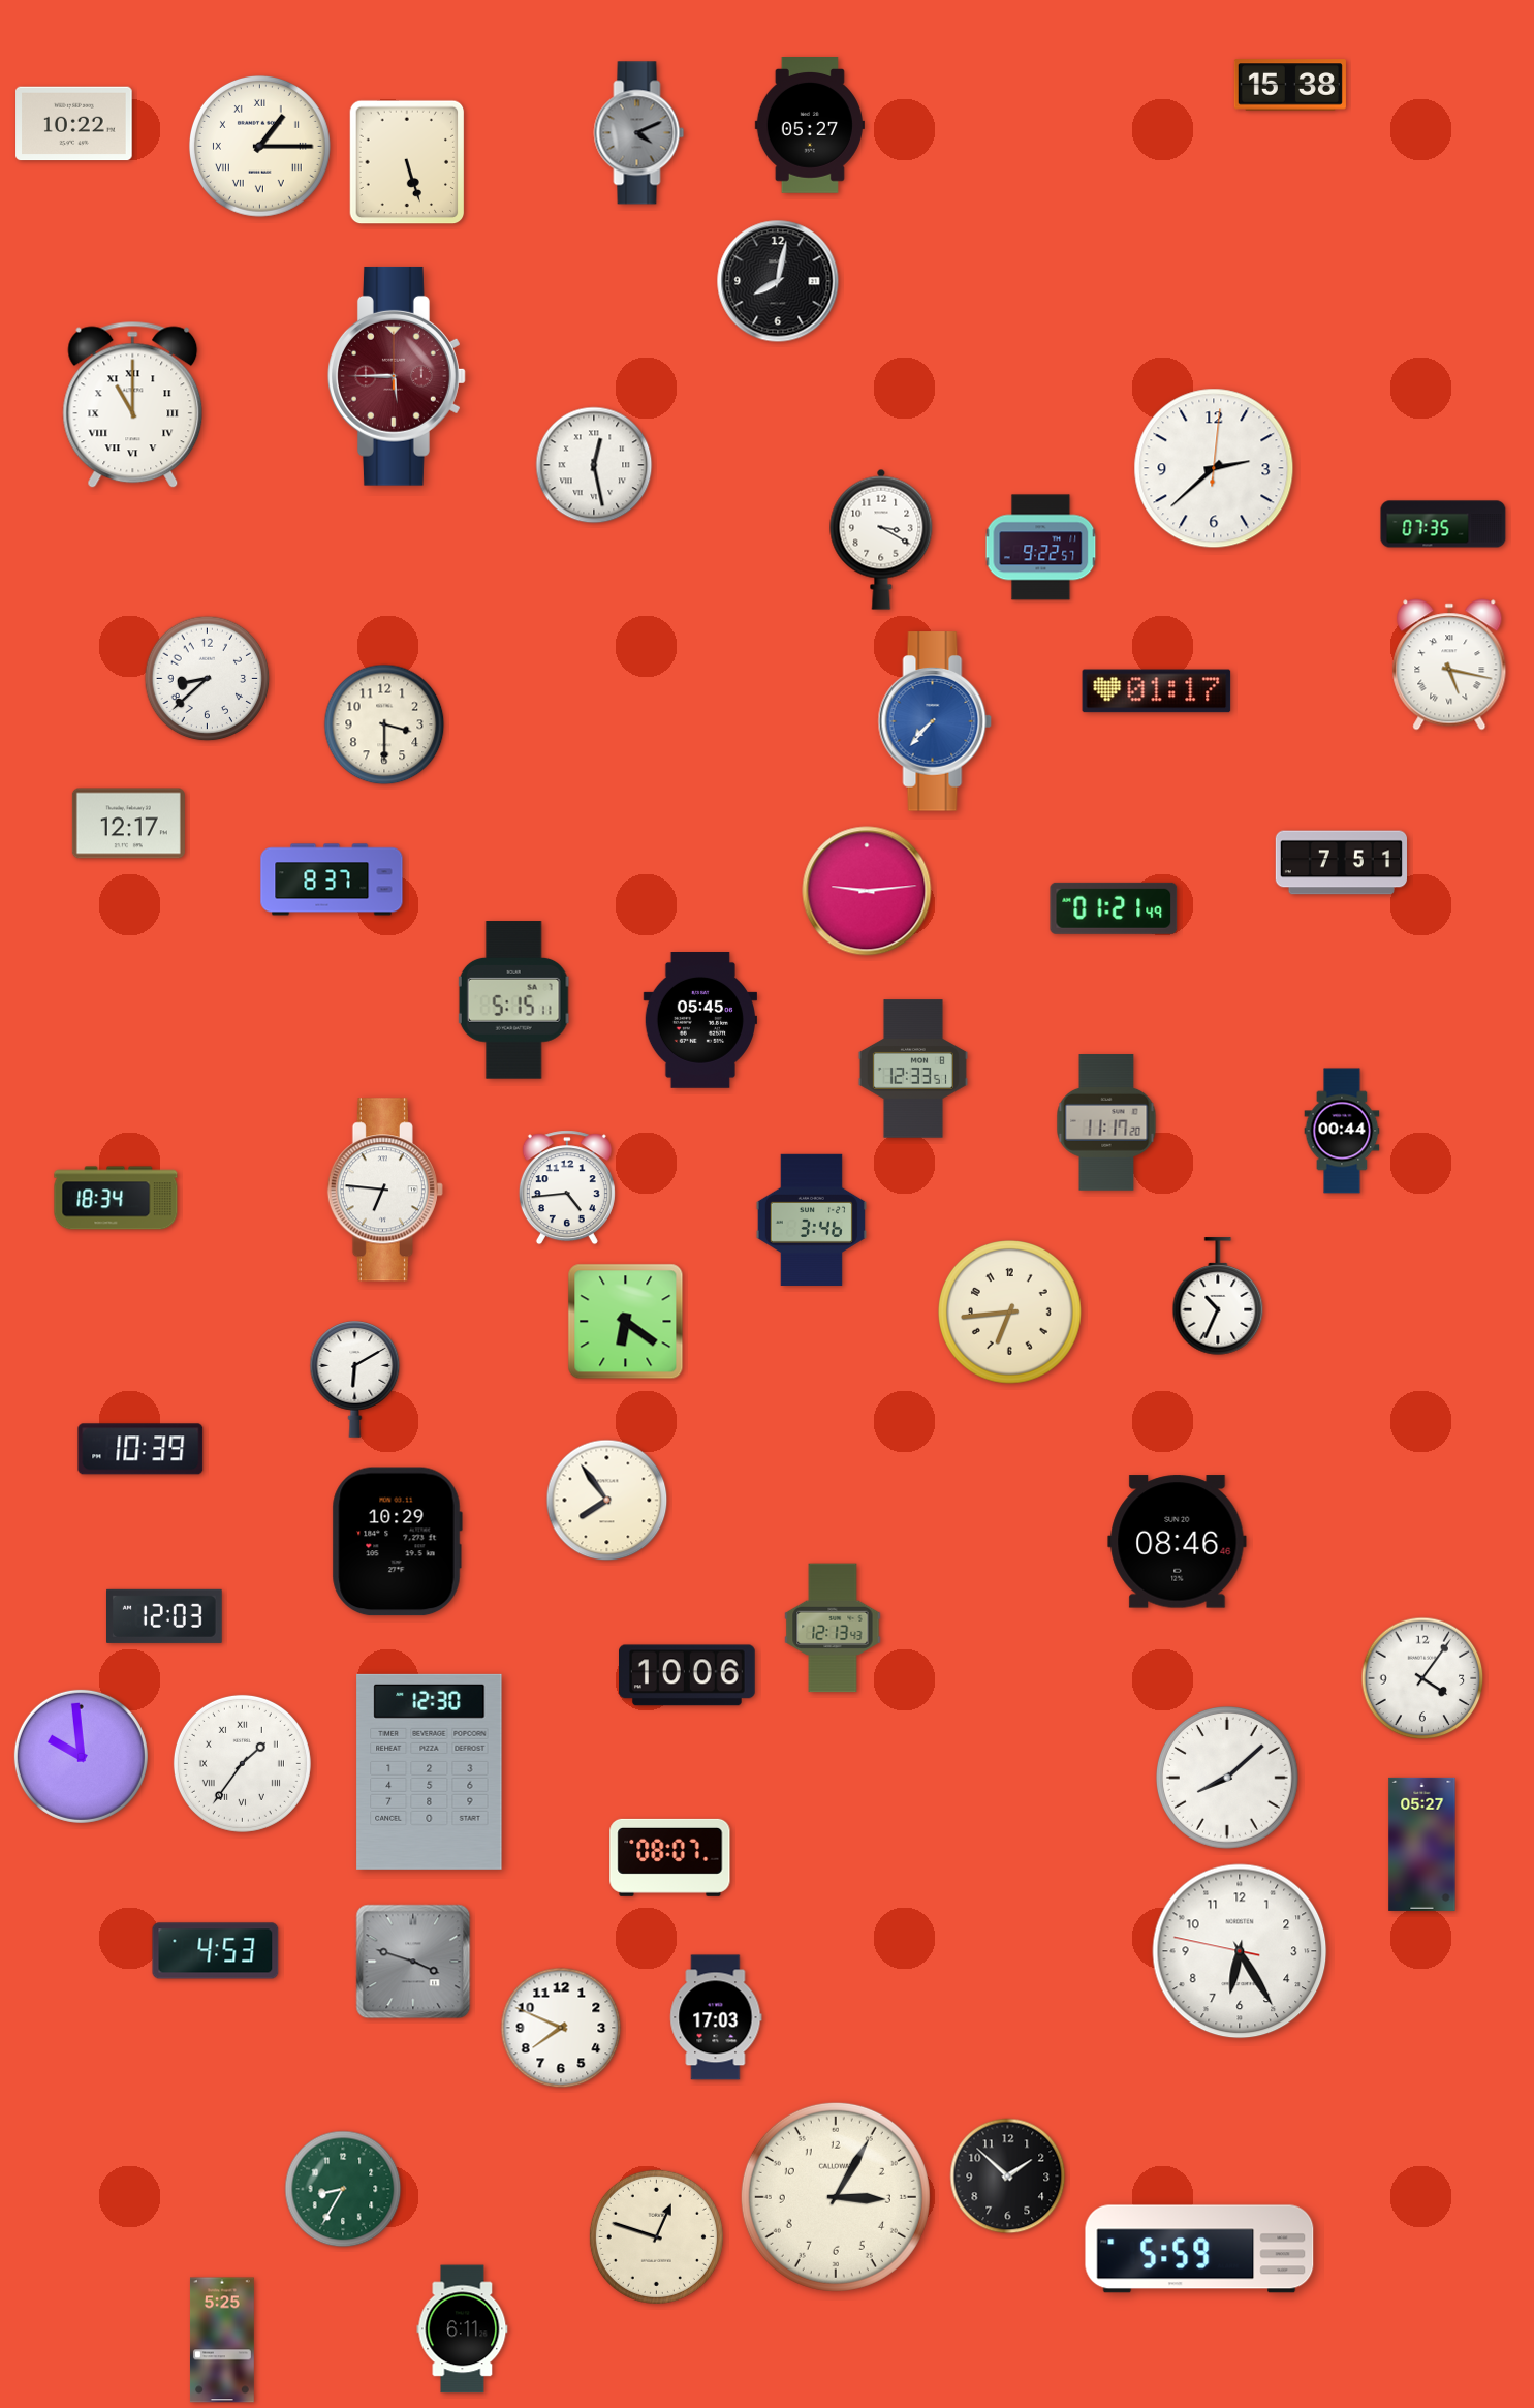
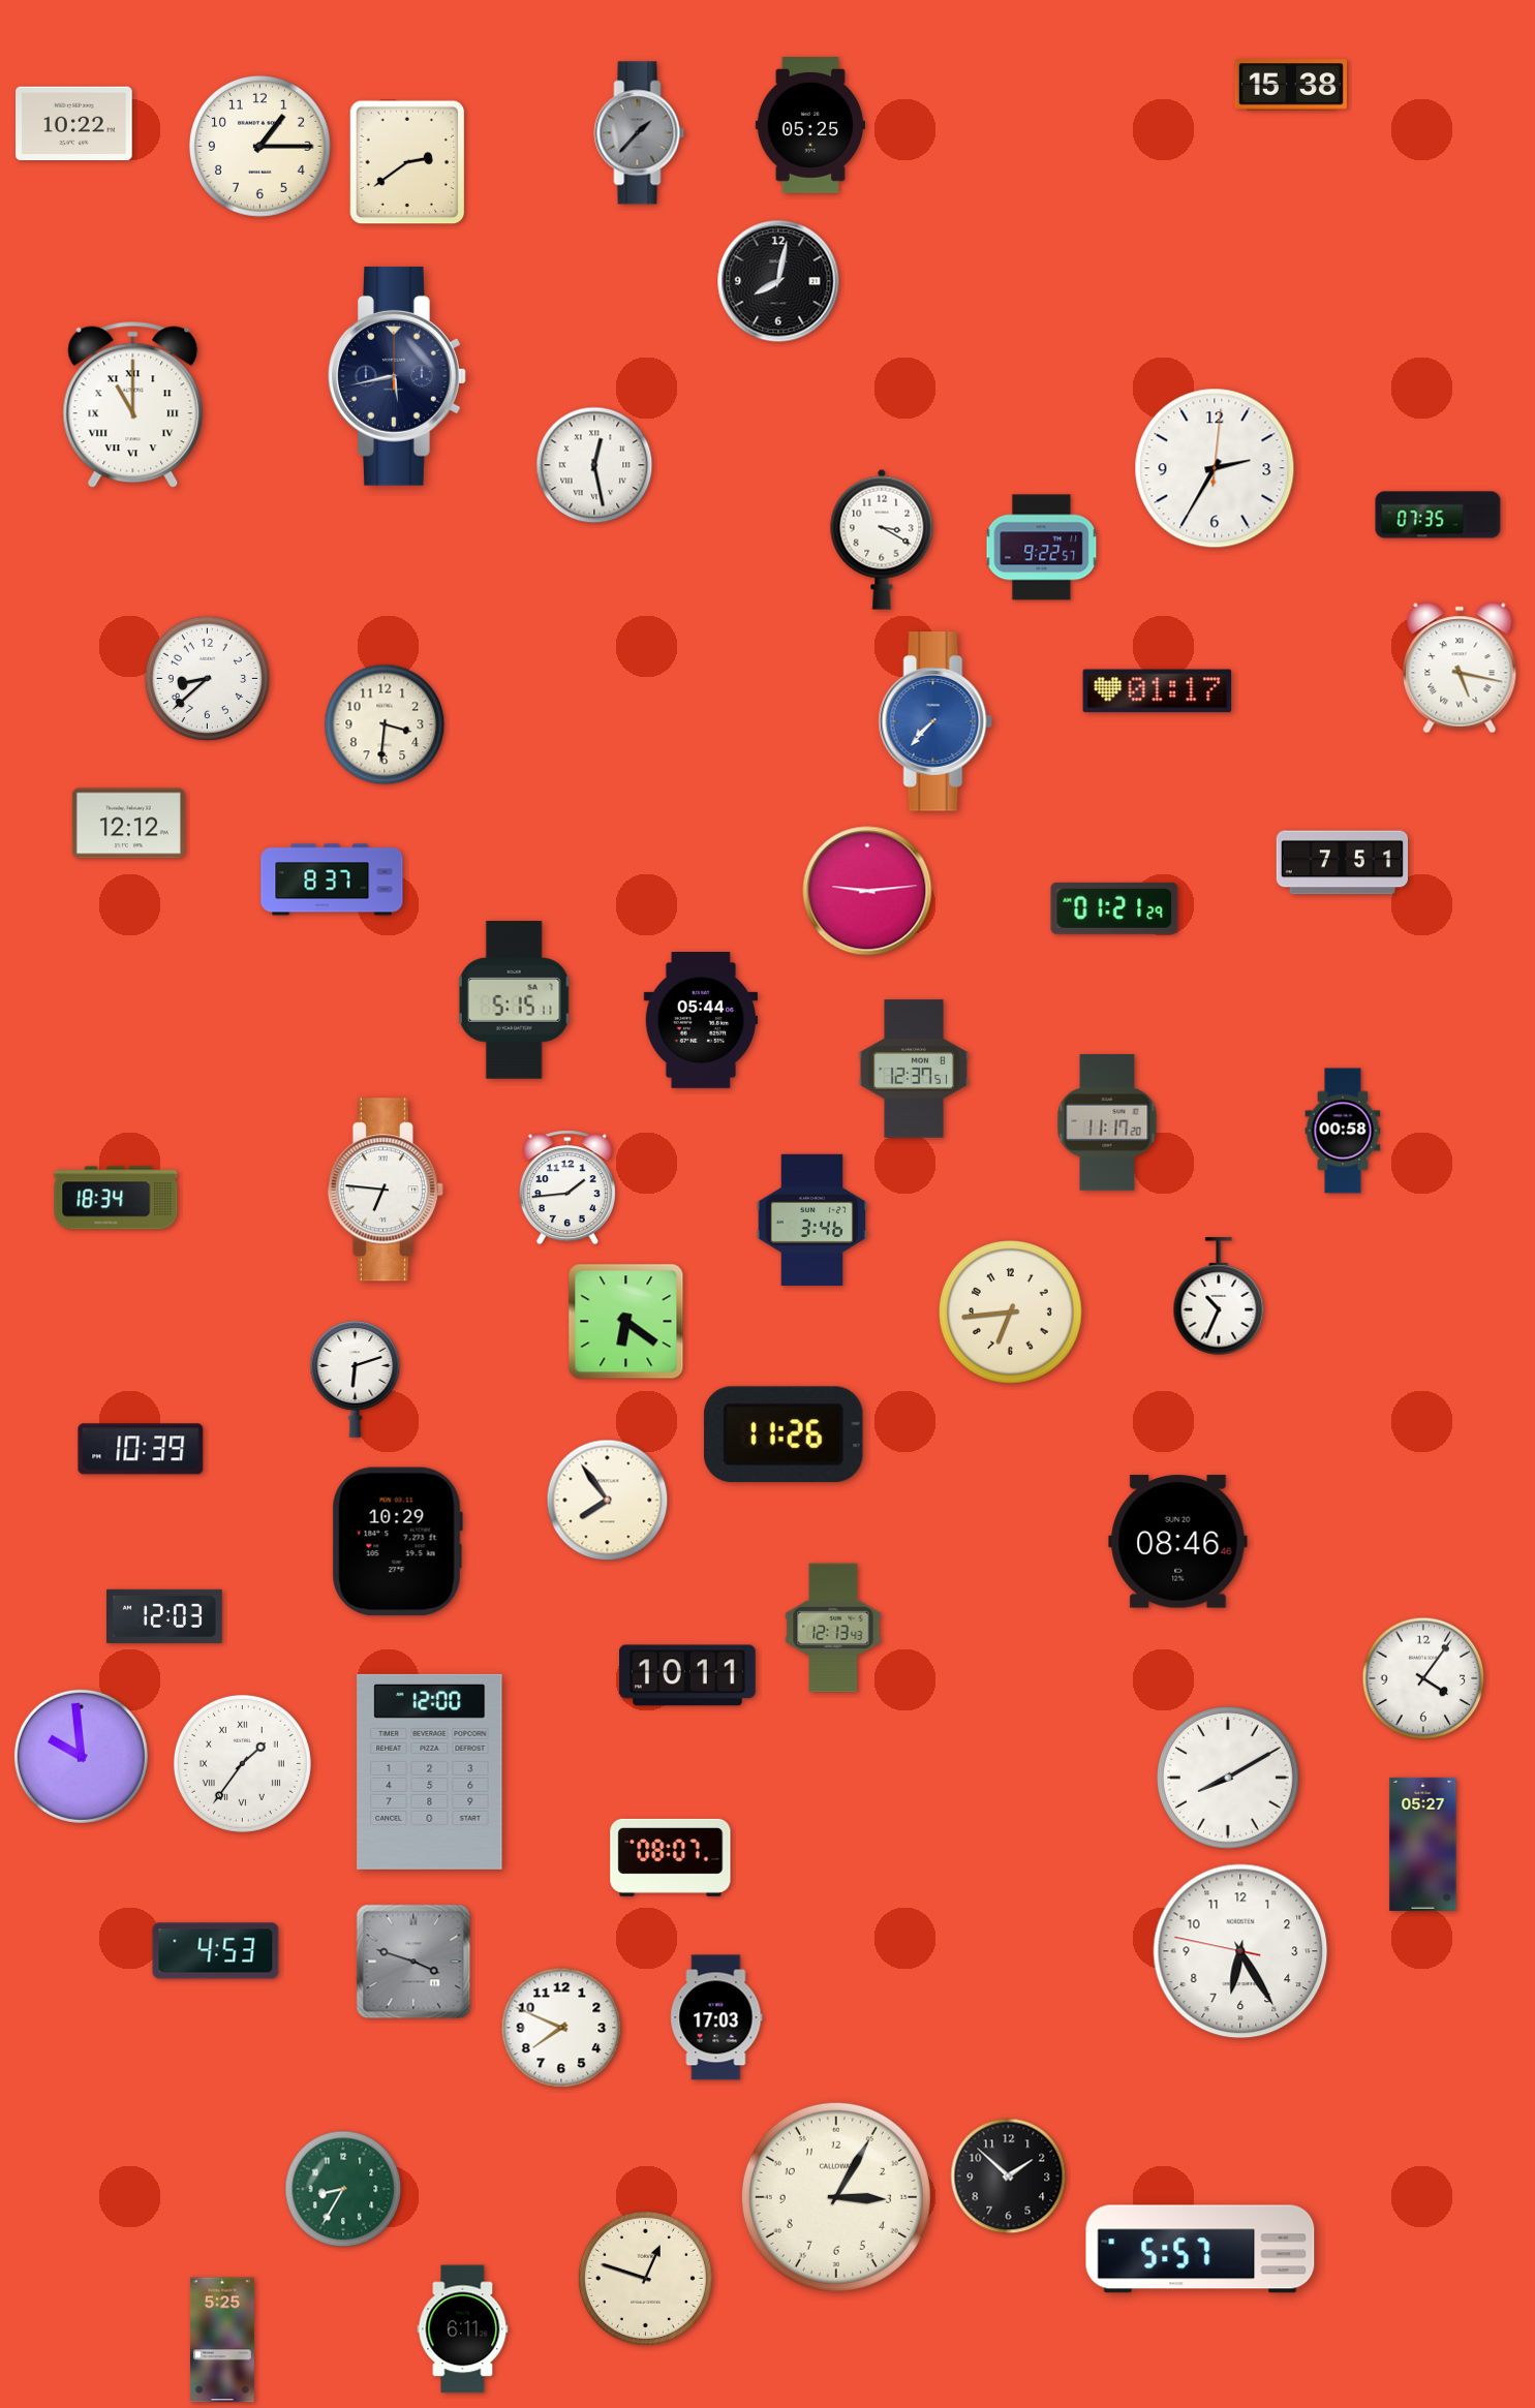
clock at (810, 126): 05:27 -> 05:25
clock at (639, 133): 4:11 -> 1:37
clock at (259, 146) numerals: Roman -> Arabic
clock at (407, 162): 5:27 -> 2:39
clock at (398, 376): 5:45 -> 5:43
clock at (398, 376) dial: burgundy -> navy
clock at (1214, 468): 2:38 -> 2:35
clock at (1443, 524) position: (1443, 524) -> (1438, 515)
clock at (1449, 665) position: (1449, 665) -> (1460, 668)
clock at (384, 724): 3:30 -> 3:31
clock at (128, 824): 12:17 -> 12:12
clock at (1114, 908): 01:21:49 -> 01:21:29
clock at (699, 1021): 05:45 -> 05:44
clock at (913, 1069): 12:33 -> 12:37
clock at (1342, 1131): 00:44 -> 00:58
clock at (567, 1187): 4:44 -> 1:44
clock at (355, 1380): 6:10 -> 6:12
clock at (784, 1434): none -> 11:26
clock at (688, 1675): 10:06 -> 10:11
clock at (430, 1771): 12:30 -> 12:00
clock at (1228, 1779): 8:08 -> 8:10
clock at (656, 2236) position: (656, 2236) -> (645, 2278)
clock at (1199, 2249): 5:59 -> 5:57
